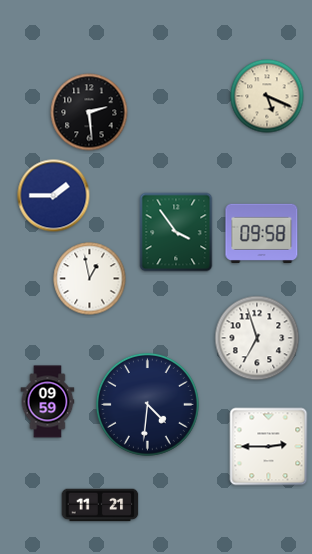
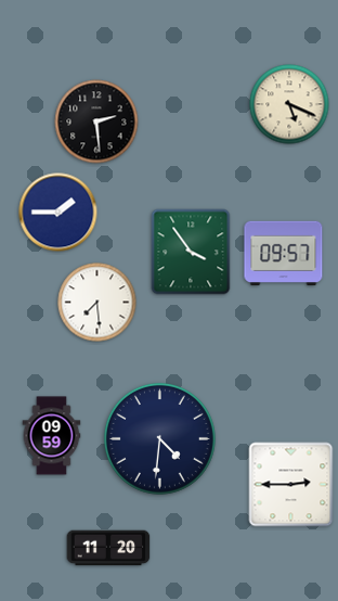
clock at (262, 233): 09:58 -> 09:57
clock at (90, 279): 12:58 -> 7:29
clock at (257, 338): 6:57 -> none
clock at (100, 505): 11:21 -> 11:20
